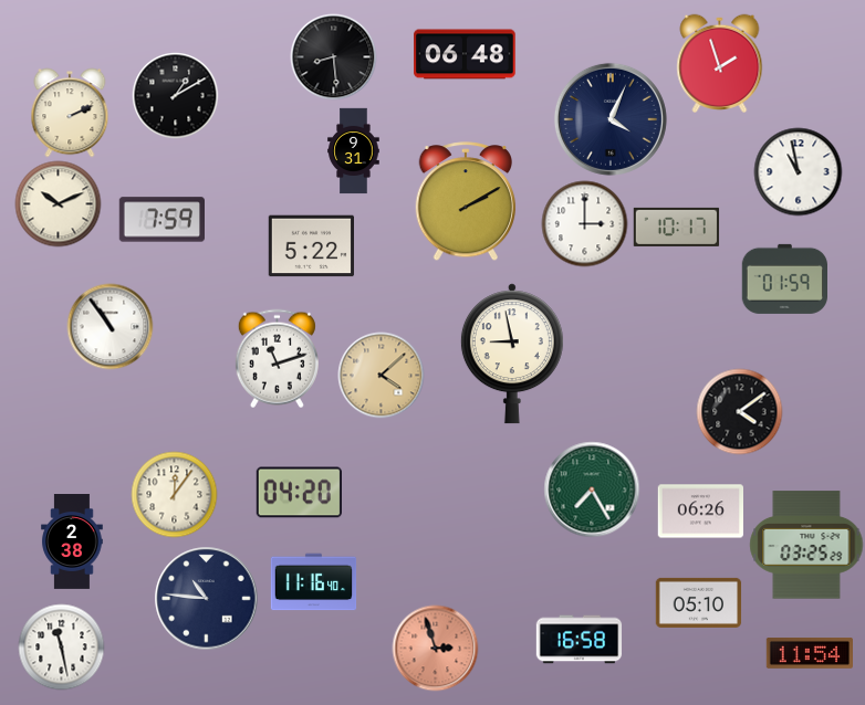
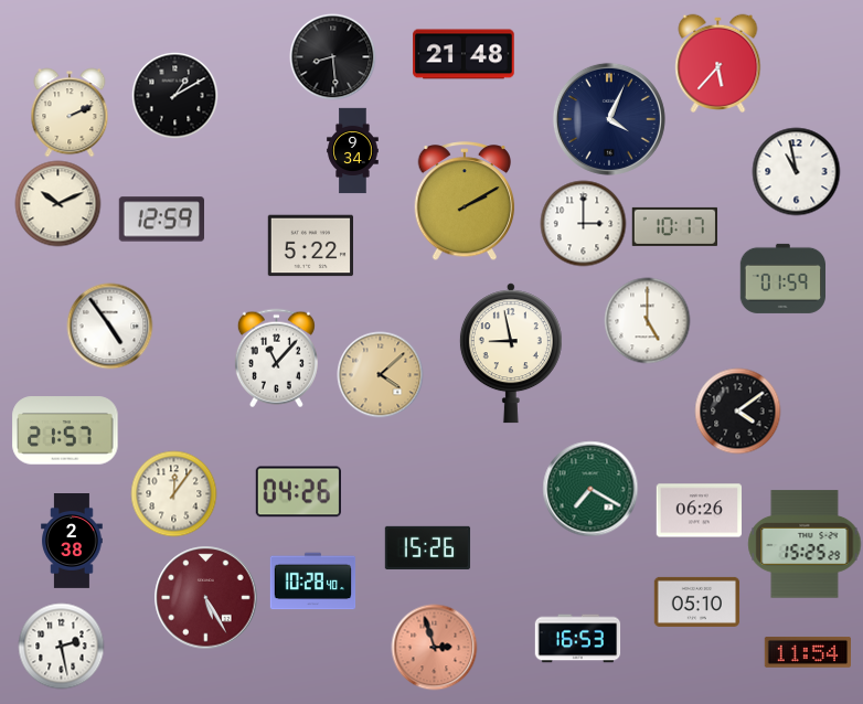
clock at (465, 54): 06:48 -> 21:48
clock at (720, 63): 1:57 -> 5:37
clock at (354, 150): 9:31 -> 9:34
clock at (161, 220): 7:59 -> 12:59
clock at (647, 320): none -> 5:00
clock at (110, 326): 10:54 -> 4:54
clock at (277, 358): 11:12 -> 11:07
clock at (65, 430): none -> 21:57
clock at (592, 490): 7:25 -> 7:20
clock at (299, 493): 04:20 -> 04:26
clock at (806, 545): 03:25 -> 15:25
clock at (427, 547): none -> 15:26
clock at (313, 582): 11:16 -> 10:28
clock at (206, 598): 10:46 -> 5:25
clock at (206, 598) dial: navy -> burgundy
clock at (579, 640): 16:58 -> 16:53
clock at (61, 646): 11:28 -> 2:28
